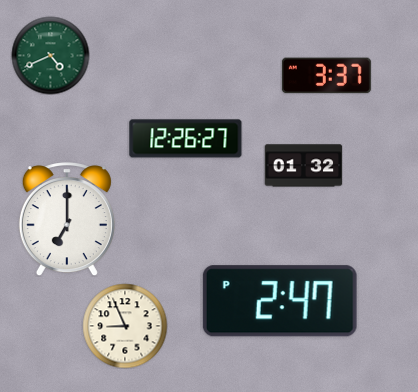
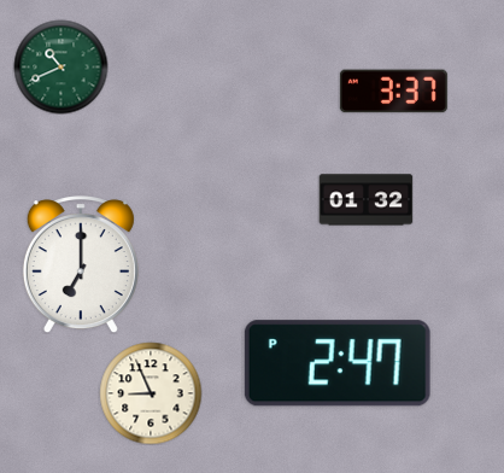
clock at (50, 55): 4:41 -> 10:41
clock at (186, 139): 12:26 -> none
